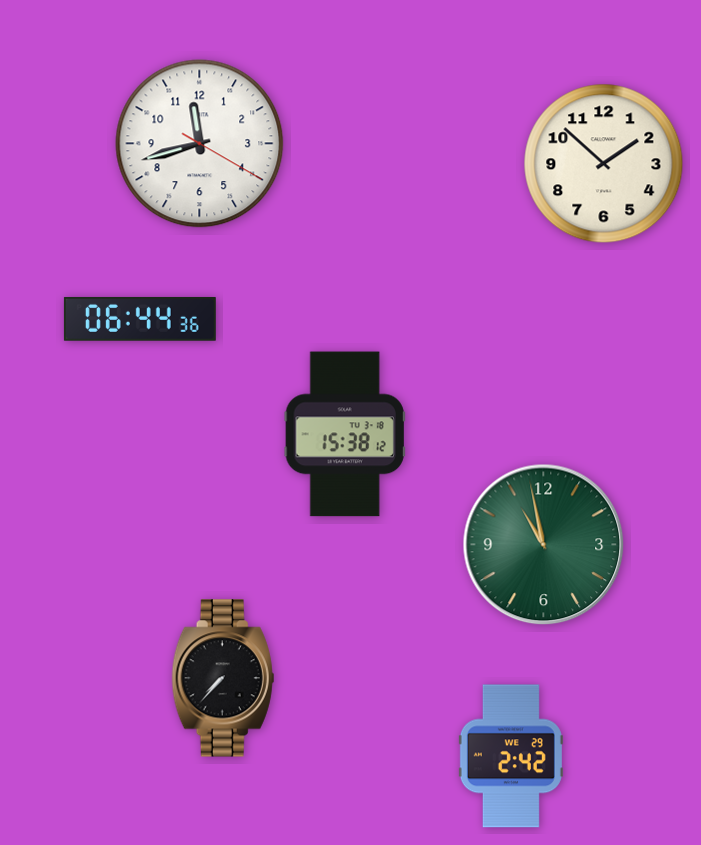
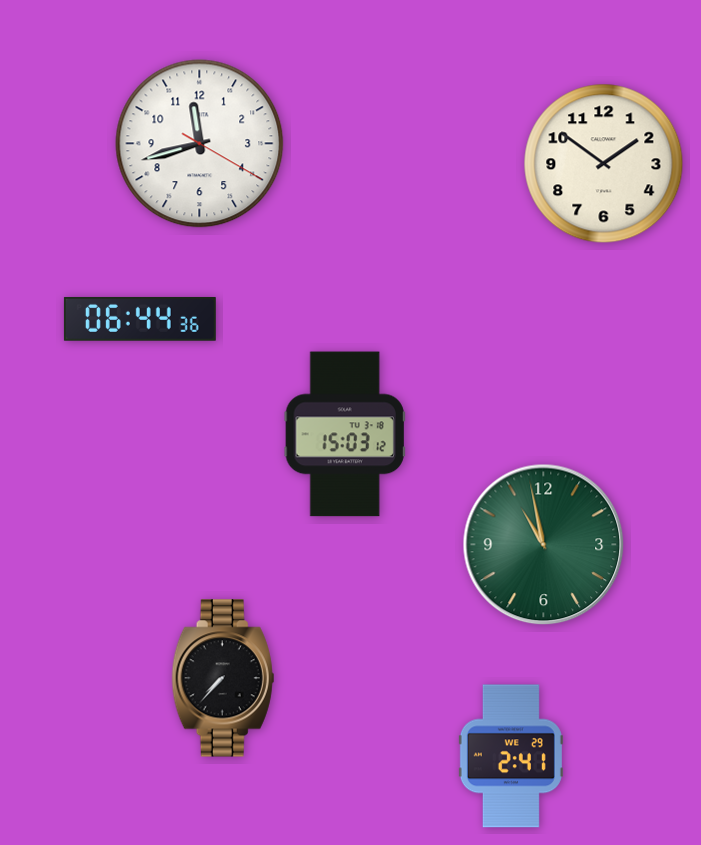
clock at (604, 164): 1:52 -> 1:51
clock at (345, 434): 15:38 -> 15:03
clock at (511, 756): 2:42 -> 2:41
